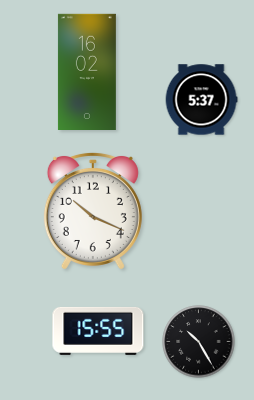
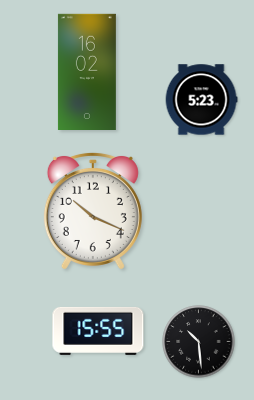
clock at (201, 100): 5:37 -> 5:23
clock at (199, 342): 10:25 -> 10:29
